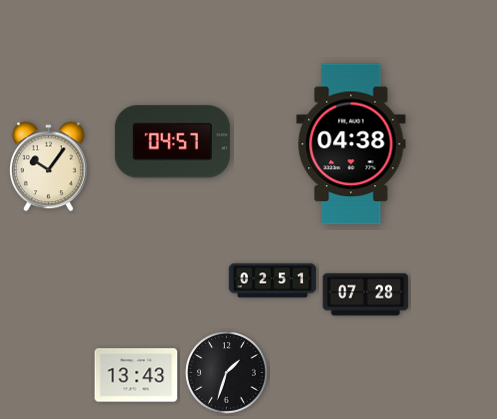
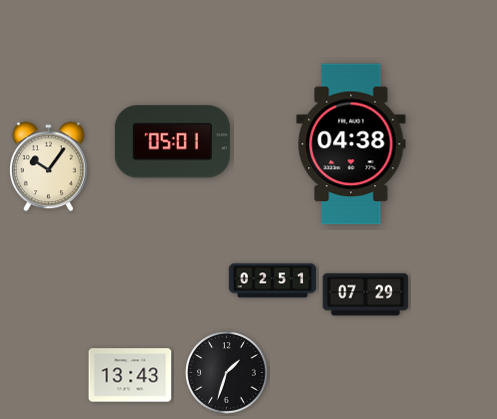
clock at (172, 142): 04:57 -> 05:01
clock at (366, 295): 07:28 -> 07:29
clock at (136, 375) position: (136, 375) -> (130, 375)
